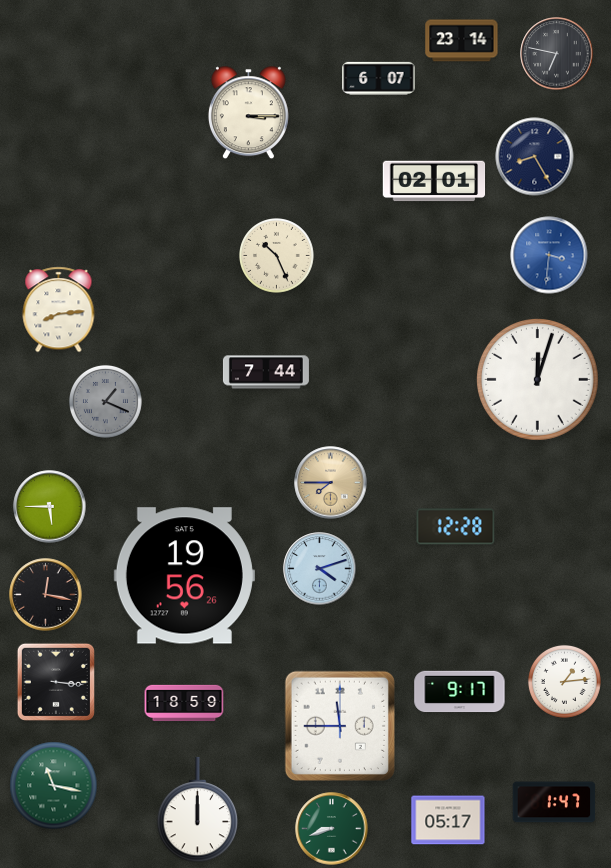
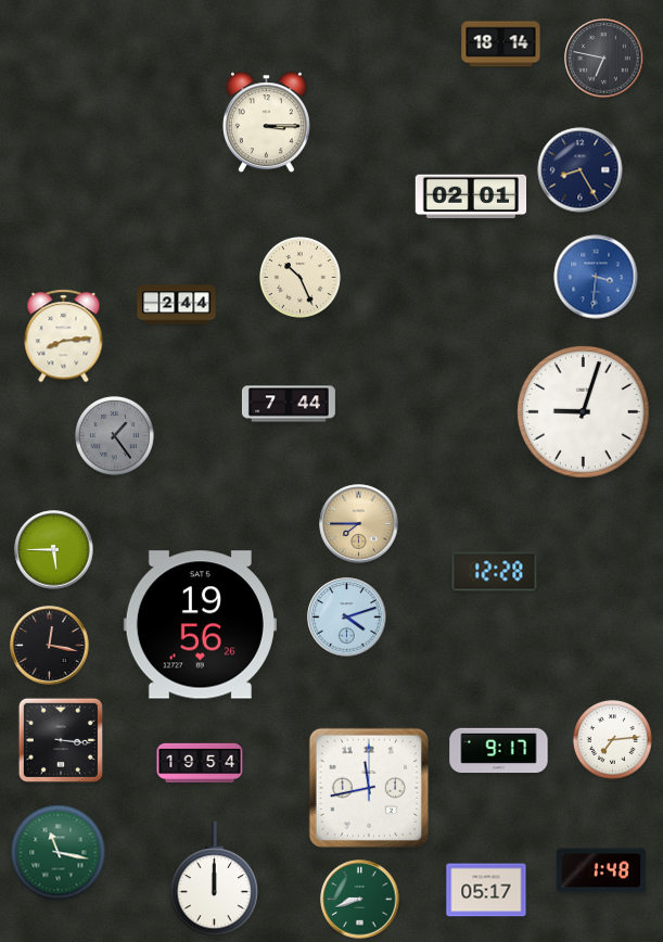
clock at (462, 41): 23:14 -> 18:14
clock at (379, 78): 6:07 -> none
clock at (248, 113) position: (248, 113) -> (266, 123)
clock at (177, 305): none -> 2:44
clock at (537, 379): 12:03 -> 9:03
clock at (105, 401): 1:19 -> 1:24
clock at (564, 681): 1:14 -> 7:14
clock at (184, 703): 18:59 -> 19:54
clock at (340, 726): 11:45 -> 11:43
clock at (554, 802): 1:47 -> 1:48
